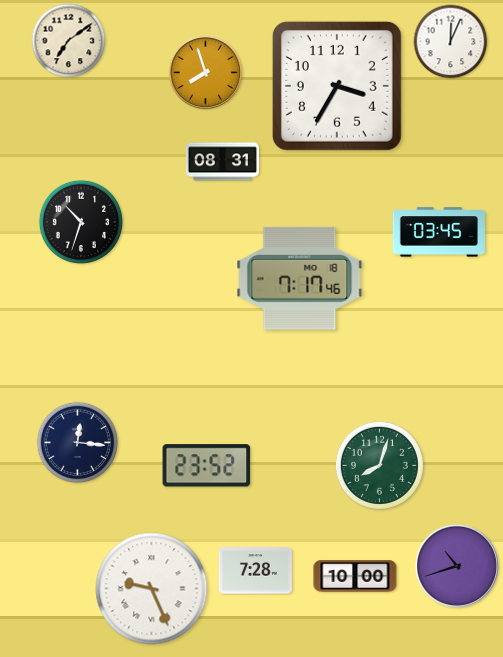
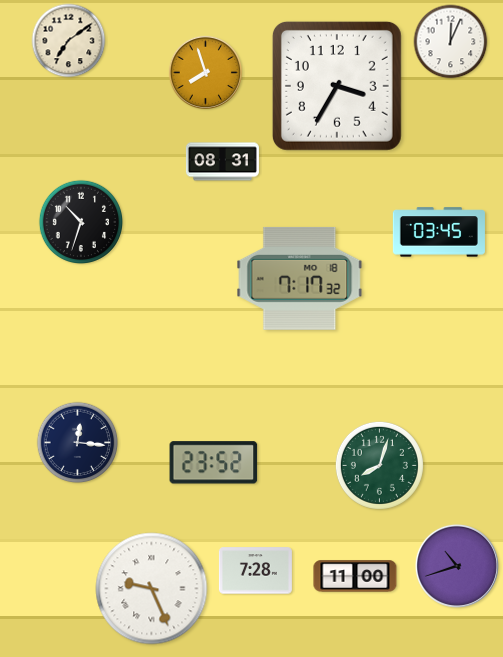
clock at (300, 278): 7:17:46 -> 7:17:32
clock at (207, 466) position: (207, 466) -> (214, 463)
clock at (355, 576): 10:00 -> 11:00
